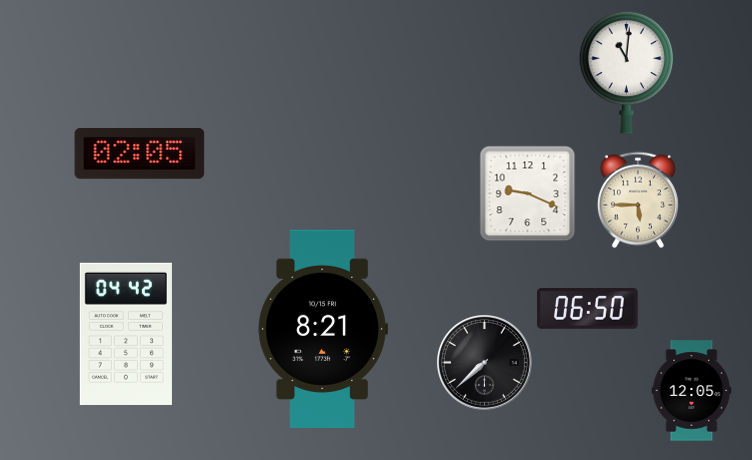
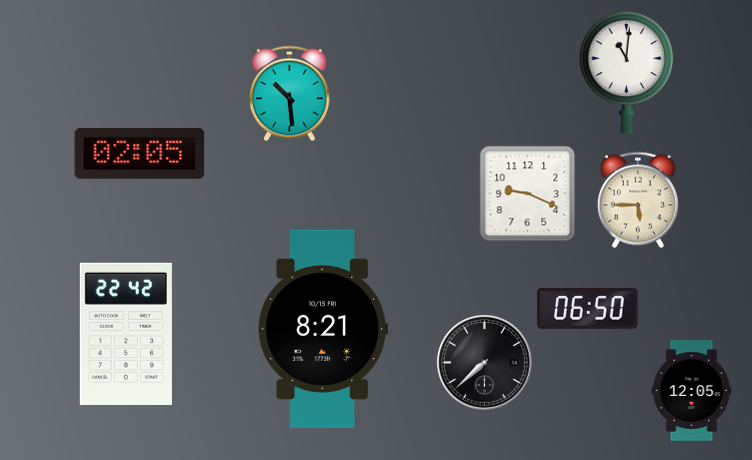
clock at (289, 93): none -> 10:29
clock at (126, 334): 04:42 -> 22:42
